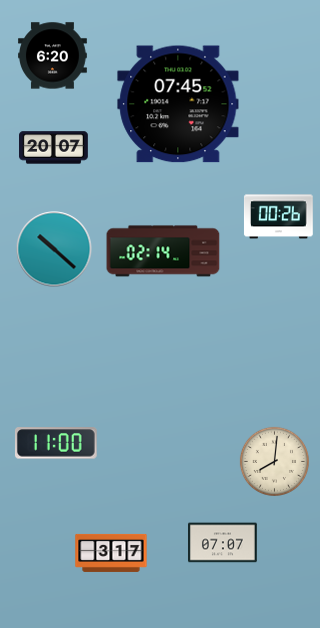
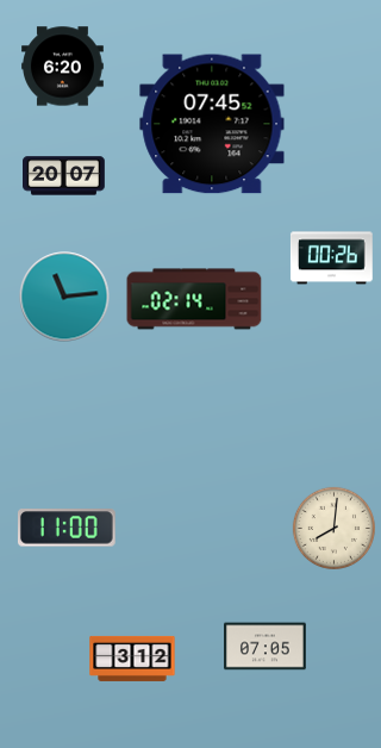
clock at (54, 249): 10:22 -> 11:14
clock at (274, 461) position: (274, 461) -> (333, 528)
clock at (223, 543): 07:07 -> 07:05
clock at (111, 553): 3:17 -> 3:12
